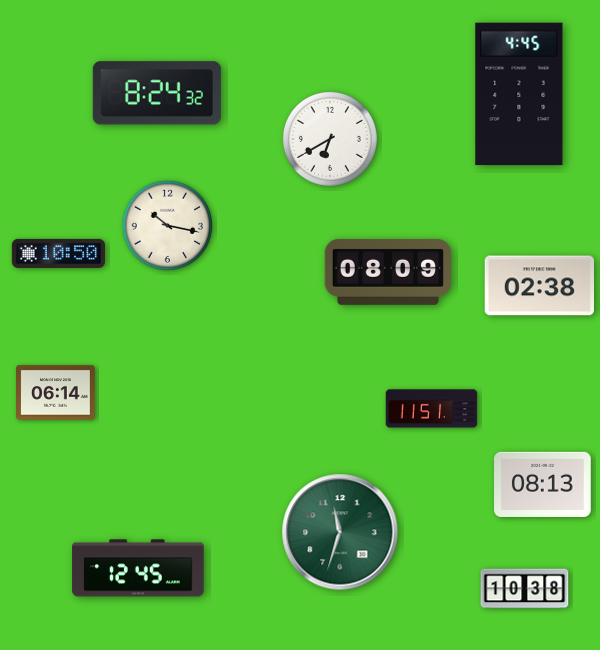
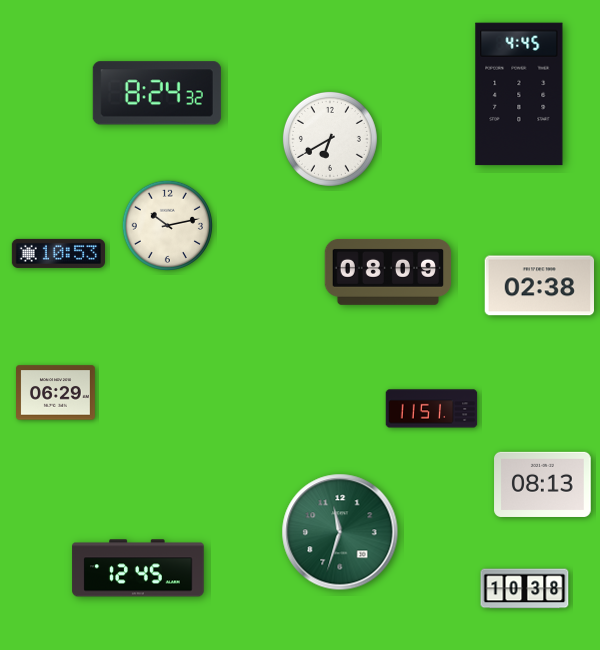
clock at (167, 225): 10:17 -> 10:13
clock at (58, 253): 10:50 -> 10:53
clock at (56, 393): 06:14 -> 06:29
